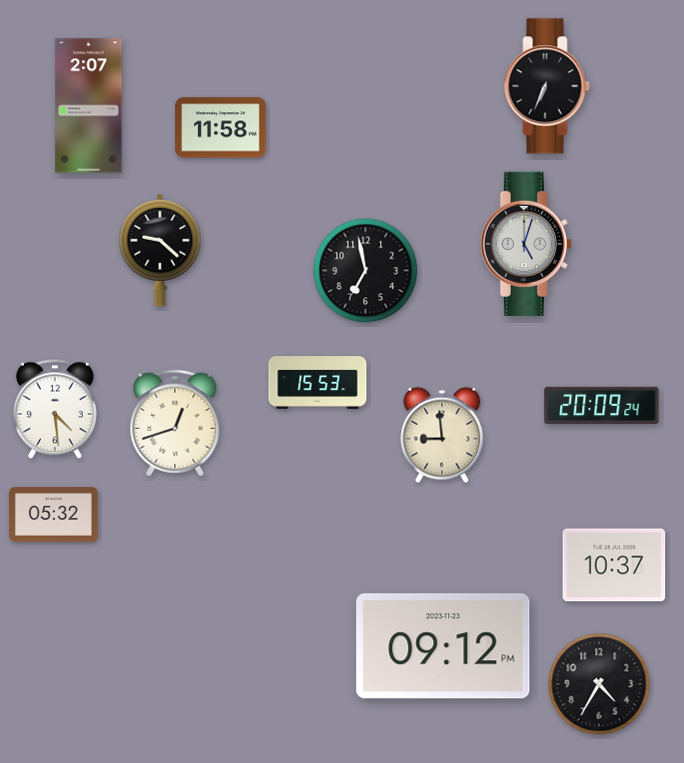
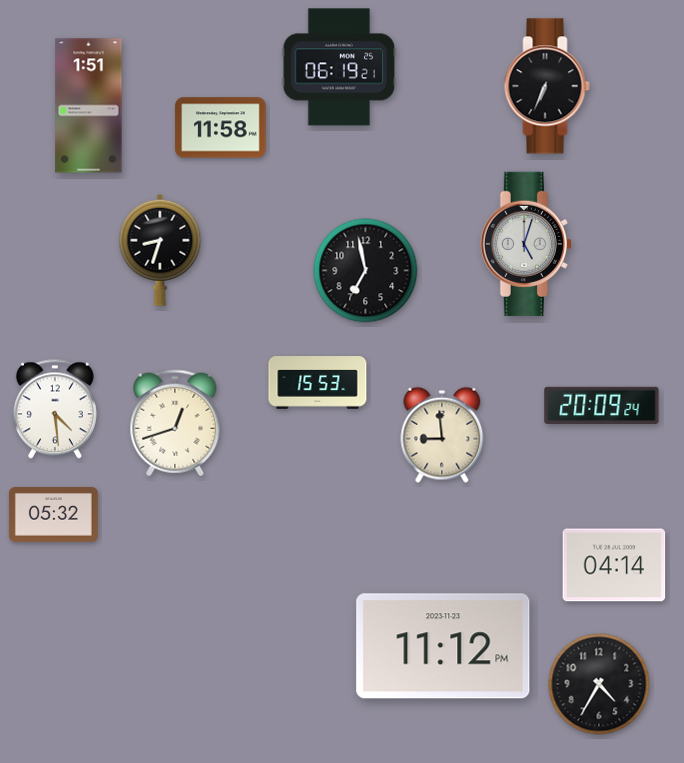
clock at (339, 67): none -> 06:19
clock at (89, 106): 2:07 -> 1:51
clock at (160, 250): 9:22 -> 8:33
clock at (614, 565): 10:37 -> 04:14
clock at (443, 646): 09:12 -> 11:12
